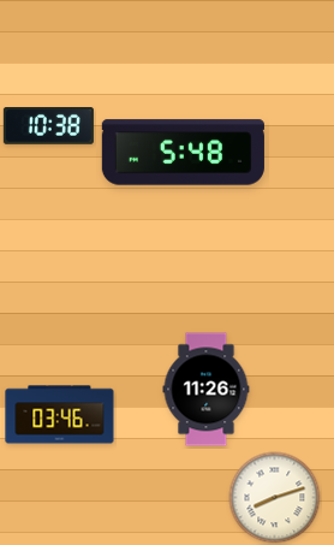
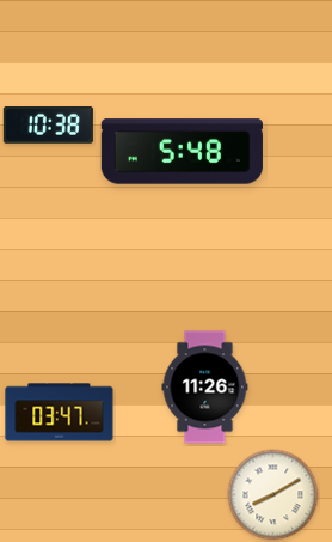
clock at (60, 415): 03:46 -> 03:47
clock at (275, 498): 8:12 -> 8:10
